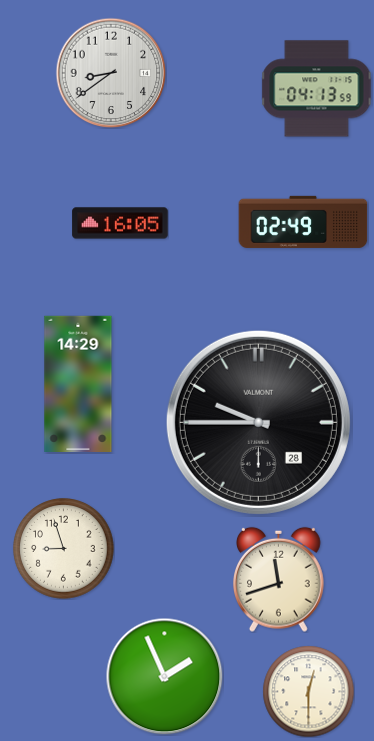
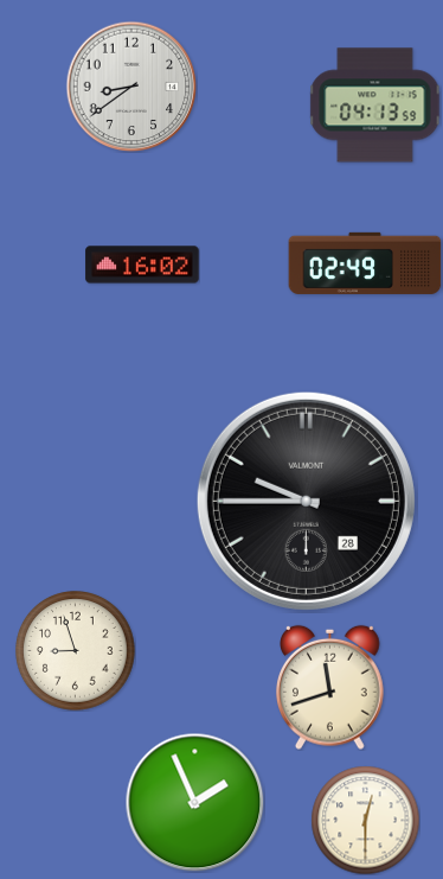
clock at (303, 222) position: (303, 222) -> (365, 263)
clock at (120, 223): 16:05 -> 16:02
clock at (78, 383): 14:29 -> none
